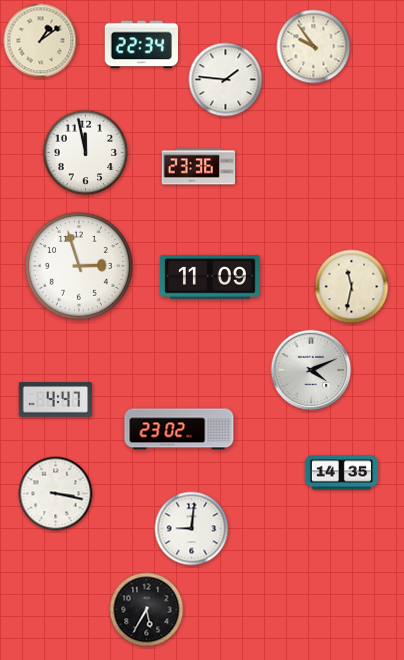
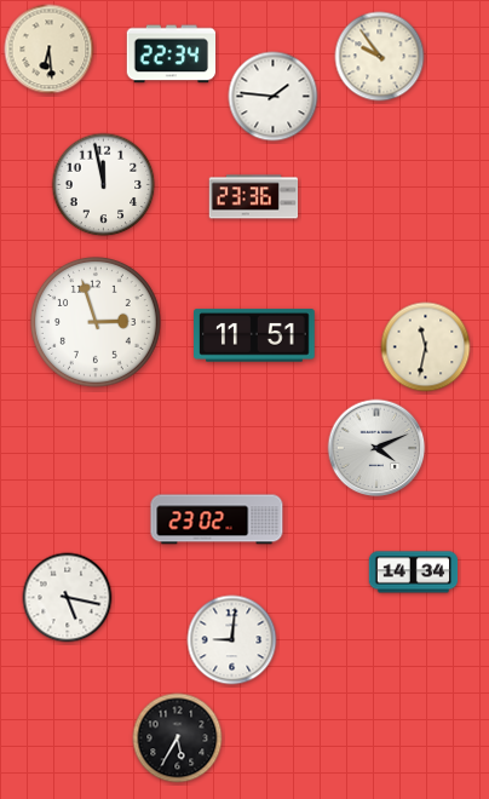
clock at (41, 41): 1:09 -> 6:29
clock at (199, 167) position: (199, 167) -> (254, 197)
clock at (211, 277): 11:09 -> 11:51
clock at (56, 400): 4:47 -> none
clock at (342, 473): 14:35 -> 14:34
clock at (56, 494): 3:17 -> 5:17
